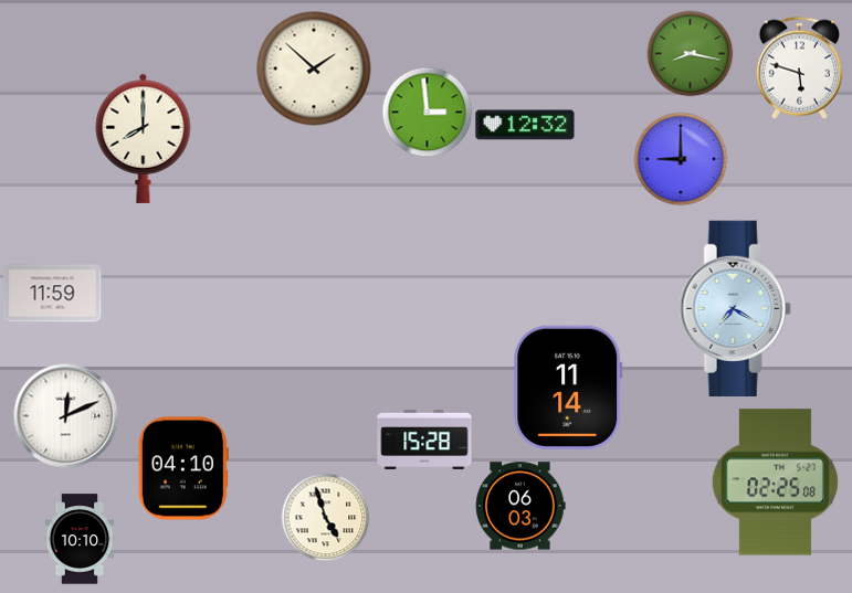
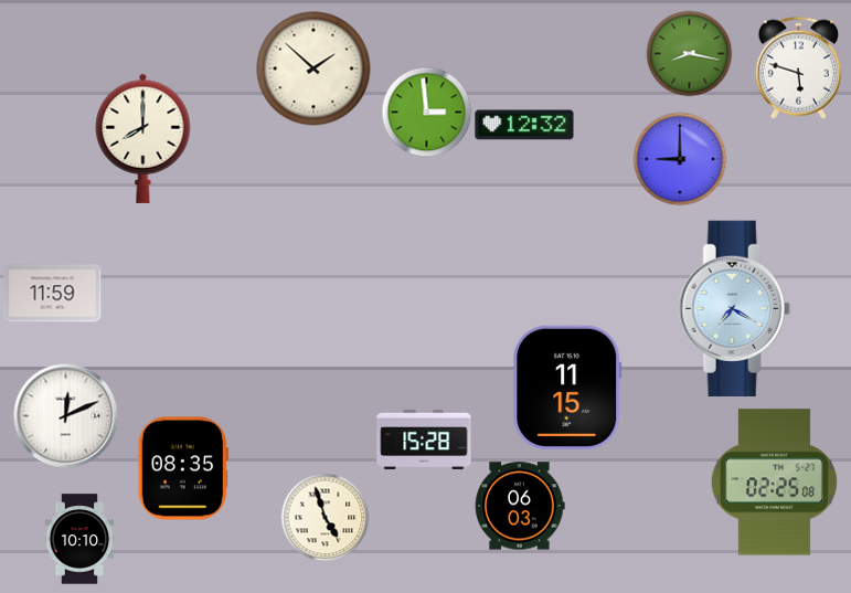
clock at (568, 388): 11:14 -> 11:15
clock at (183, 468): 04:10 -> 08:35
